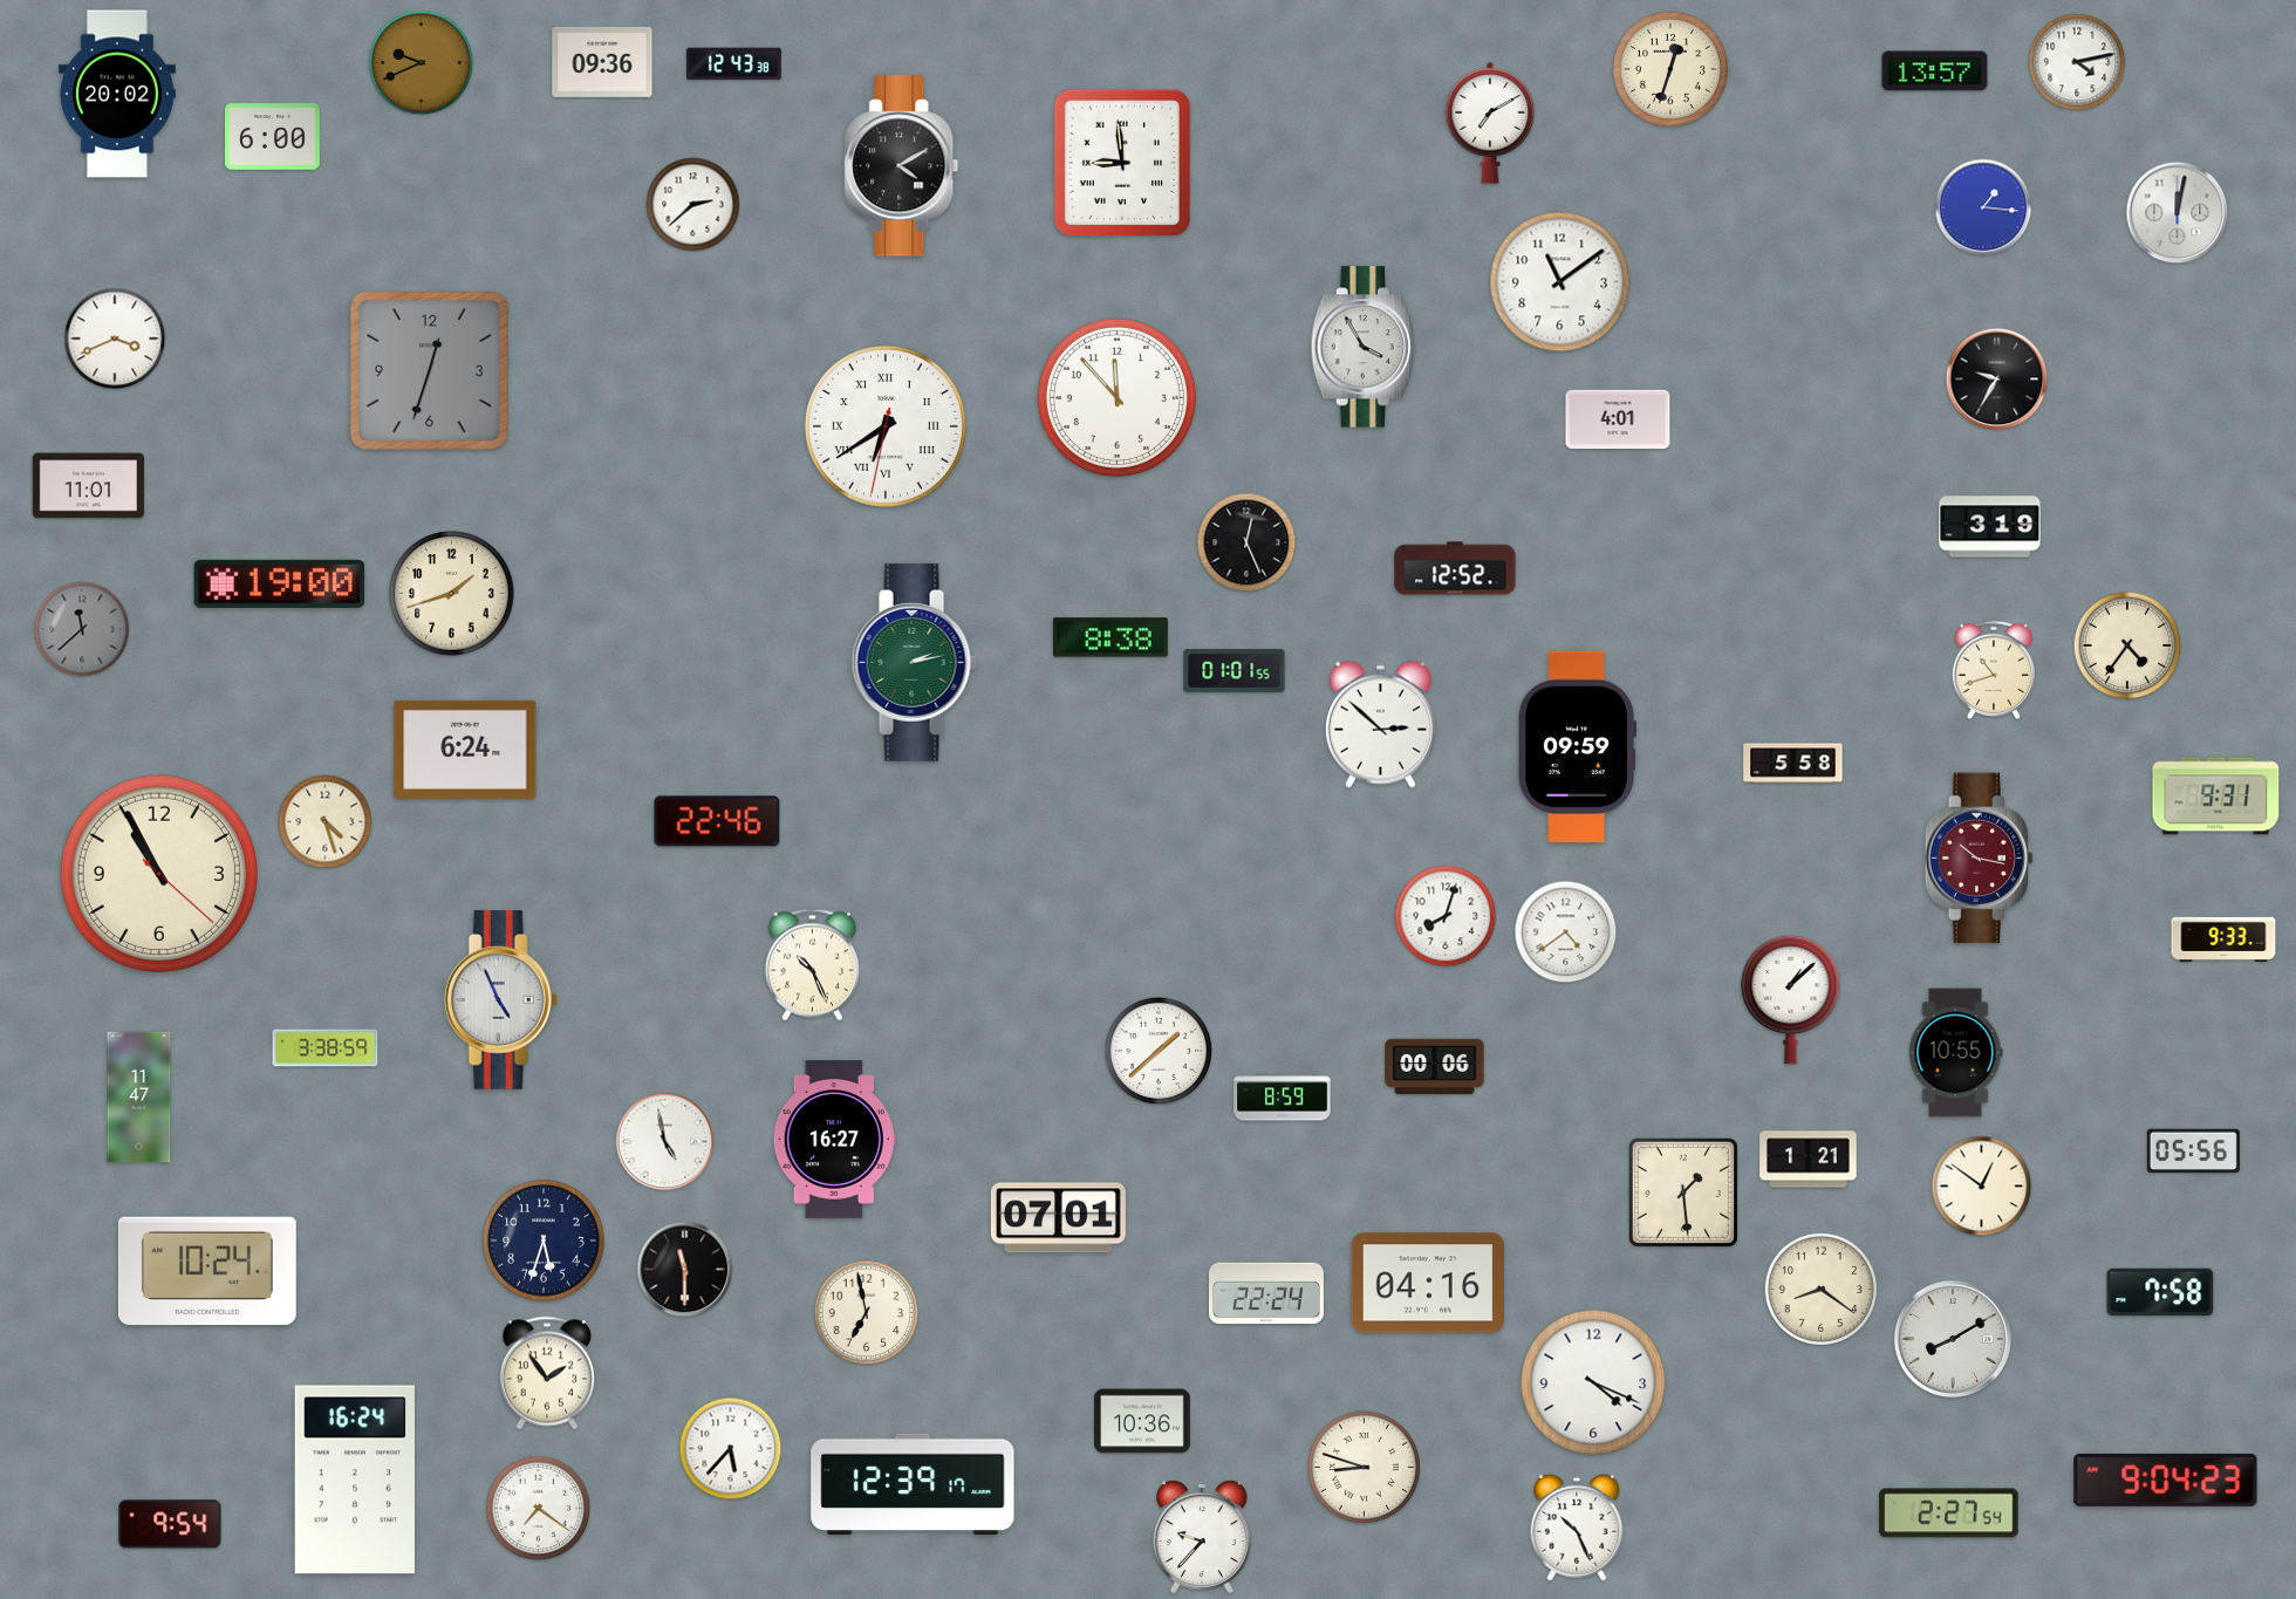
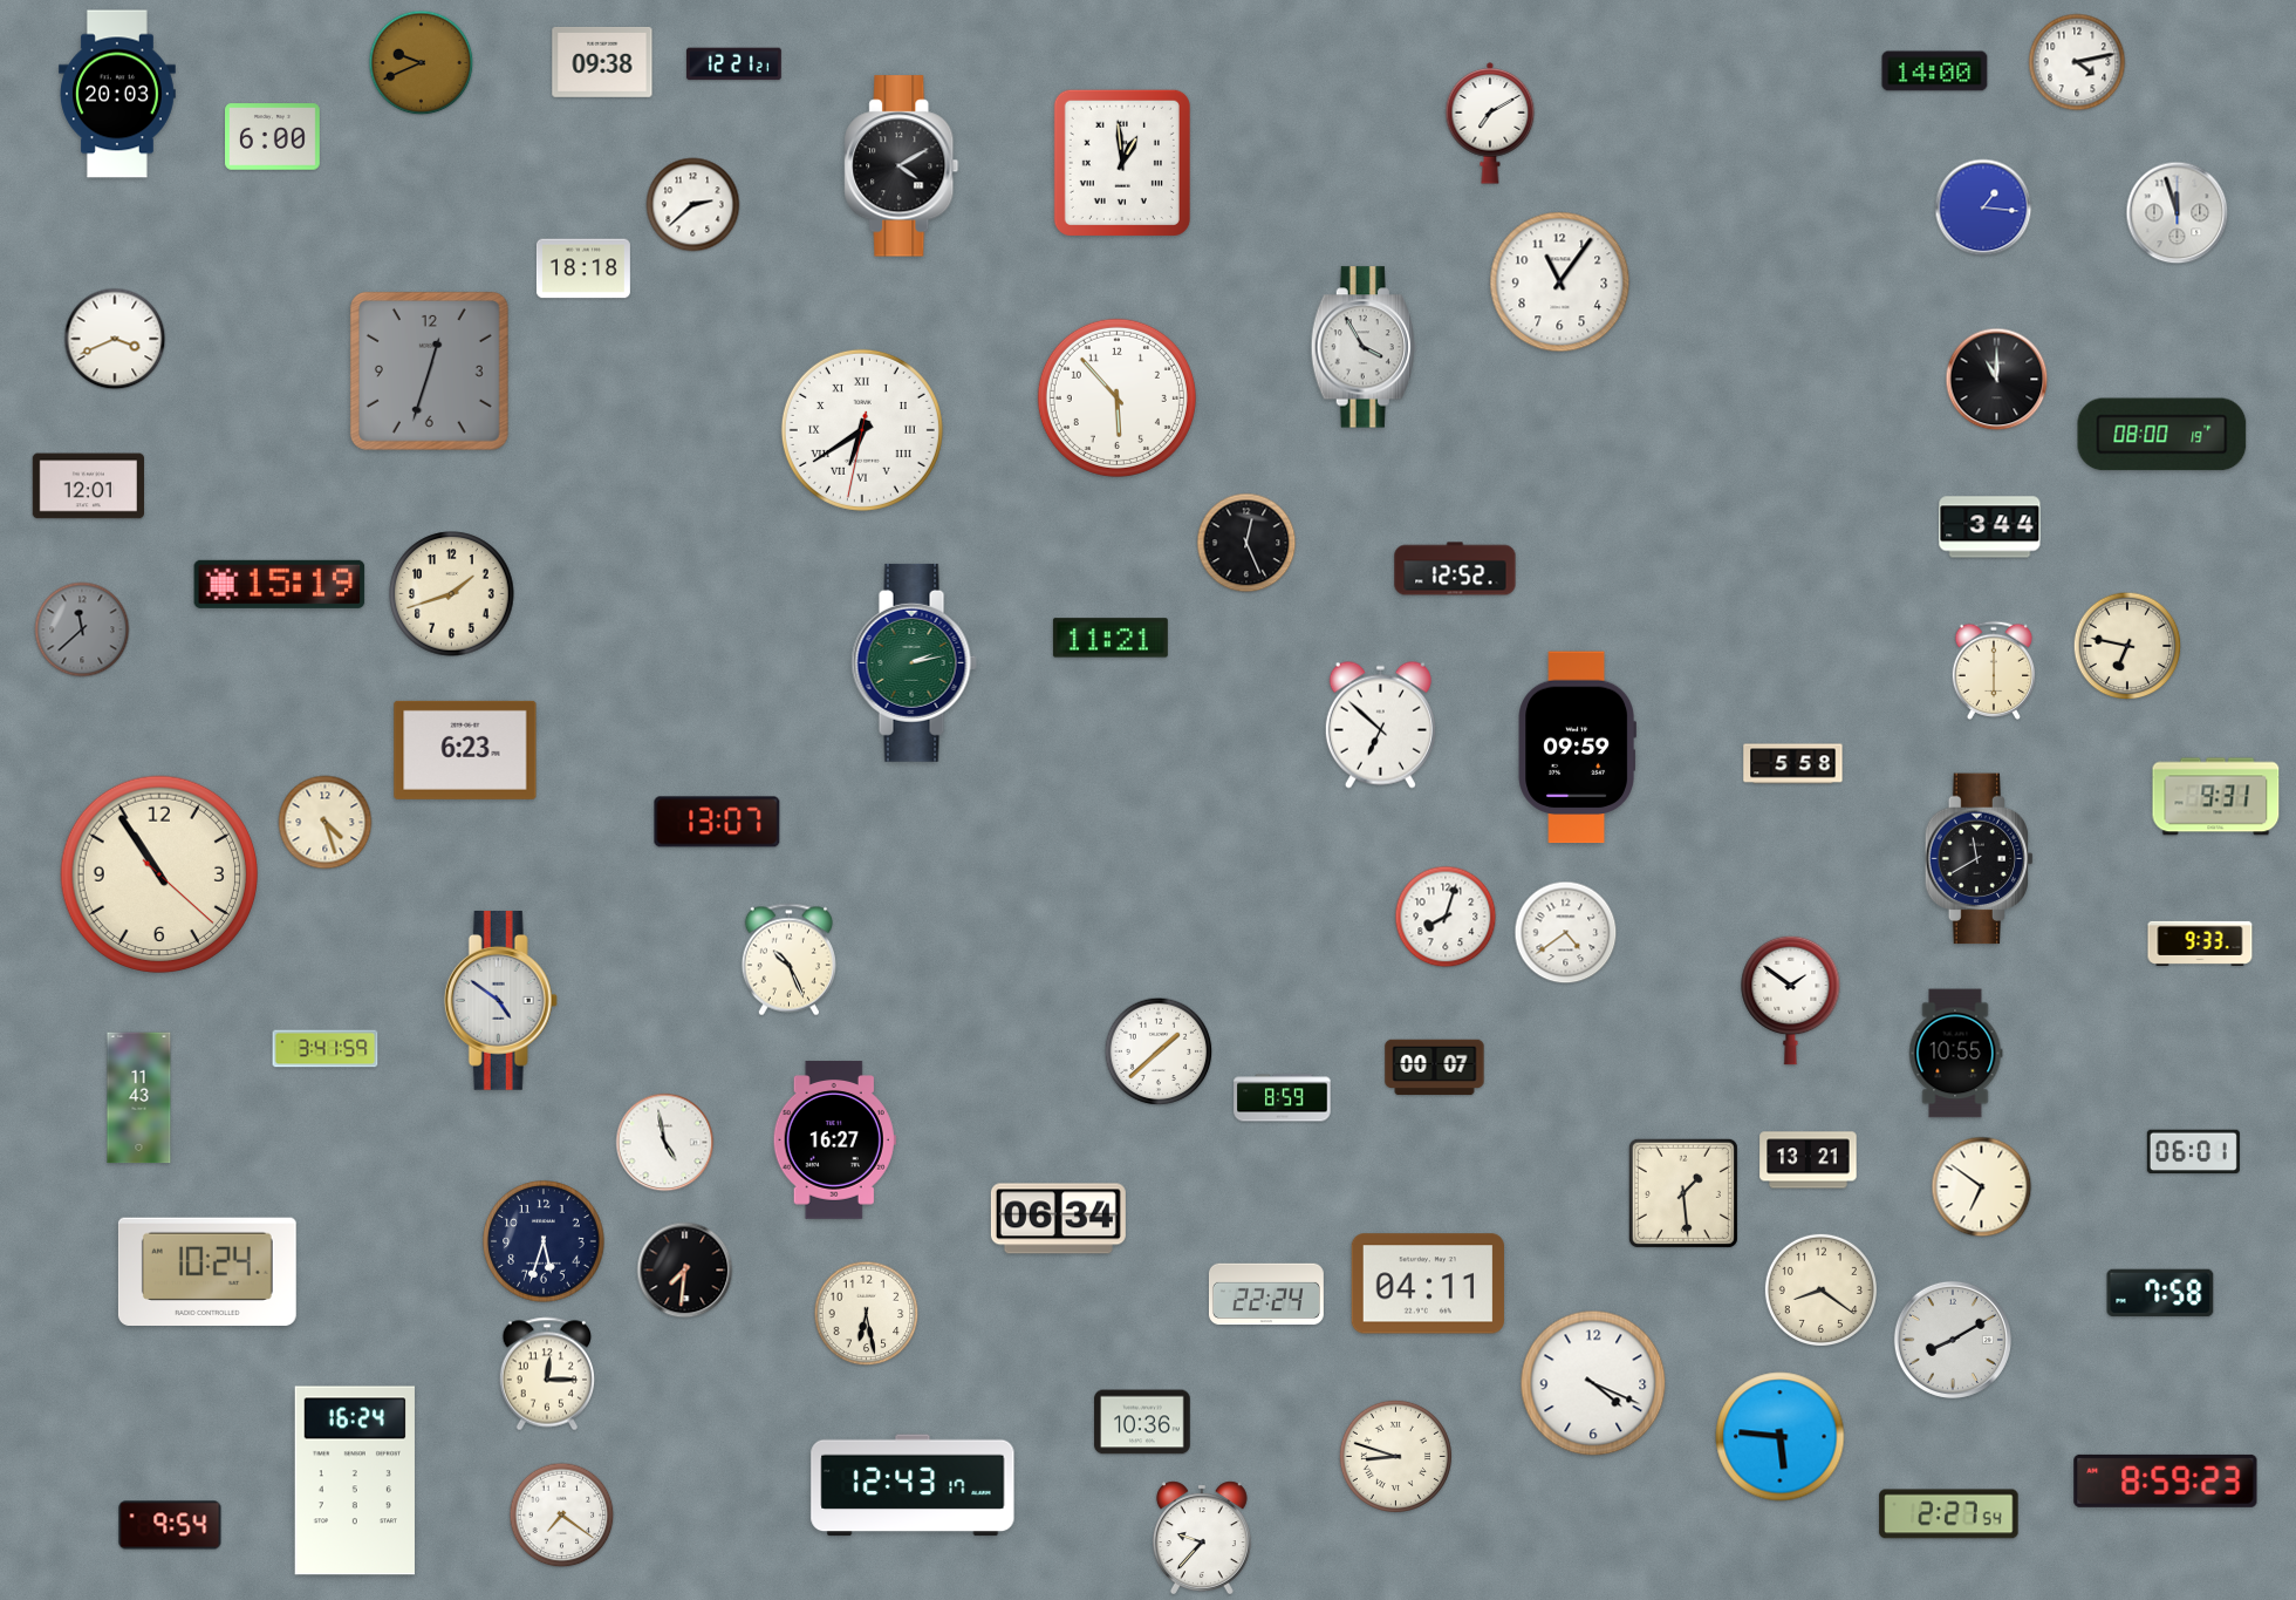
clock at (602, 62): 09:36 -> 09:38
clock at (733, 64): 12:43 -> 12:21
clock at (1670, 69): 12:33 -> none
clock at (1935, 71): 13:57 -> 14:00
clock at (118, 94): 20:02 -> 20:03
clock at (1122, 163): 8:59 -> 12:59
clock at (2178, 213): 12:02 -> 11:57
clock at (583, 268): none -> 18:18
clock at (1560, 282): 11:09 -> 11:06
clock at (1997, 380): 9:35 -> 11:00
clock at (1116, 397): 11:53 -> 5:53
clock at (1618, 419): 4:01 -> none
clock at (886, 426) position: (886, 426) -> (862, 430)
clock at (2162, 435): none -> 08:00
clock at (88, 486): 11:01 -> 12:01
clock at (1990, 527): 3:19 -> 3:44
clock at (280, 583): 19:00 -> 15:19
clock at (1111, 637): 8:38 -> 11:21
clock at (2127, 645): 4:36 -> 6:47
clock at (1994, 670): 10:42 -> 6:00
clock at (1235, 671): 01:01 -> none
clock at (1380, 724): 2:52 -> 6:52
clock at (465, 750): 6:24 -> 6:23
clock at (717, 821): 22:46 -> 13:07
clock at (1980, 859): 10:17 -> 11:40
clock at (1980, 859) dial: burgundy -> black
clock at (159, 874): 10:55 -> 10:54
clock at (2223, 939) position: (2223, 939) -> (2200, 944)
clock at (812, 965) position: (812, 965) -> (788, 960)
clock at (1791, 999): 1:08 -> 1:51
clock at (500, 1000): 4:56 -> 4:51
clock at (326, 1048): 3:38 -> 3:41
clock at (1435, 1067): 00:06 -> 00:07
clock at (139, 1098): 11:47 -> 11:43
clock at (2193, 1152): 05:56 -> 06:01
clock at (1809, 1160): 1:21 -> 13:21
clock at (1982, 1187): 12:51 -> 6:51
clock at (1058, 1218): 07:01 -> 06:34
clock at (685, 1270): 11:30 -> 7:31
clock at (1428, 1283): 04:16 -> 04:11
clock at (867, 1313): 6:58 -> 6:28
clock at (547, 1373): 1:54 -> 12:15
clock at (1781, 1437): none -> 5:46
clock at (731, 1449): 5:37 -> none
clock at (1364, 1467) position: (1364, 1467) -> (1395, 1456)
clock at (2166, 1480): 9:04 -> 8:59
clock at (913, 1484): 12:39 -> 12:43
clock at (539, 1509) position: (539, 1509) -> (562, 1516)
clock at (1577, 1528): 10:26 -> none
